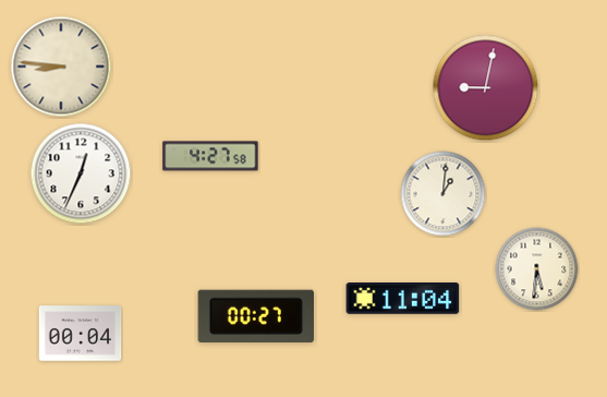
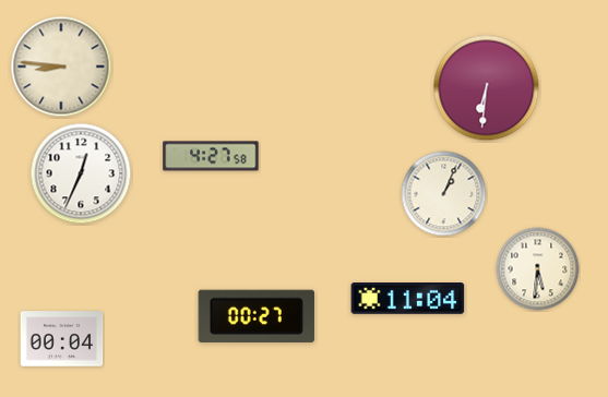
clock at (486, 88): 9:02 -> 6:31
clock at (444, 194): 1:01 -> 1:04
clock at (403, 299) position: (403, 299) -> (408, 299)
clock at (81, 334) position: (81, 334) -> (62, 339)
